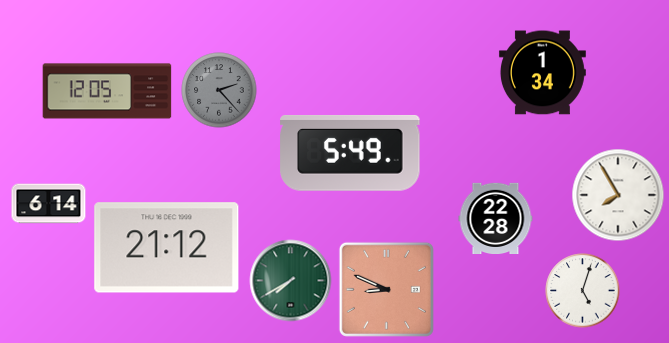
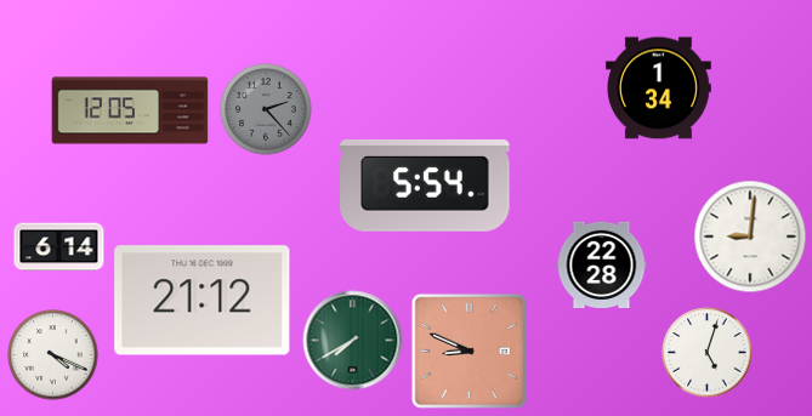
clock at (350, 153): 5:49 -> 5:54
clock at (618, 195): 7:55 -> 9:01
clock at (53, 355): none -> 4:19
